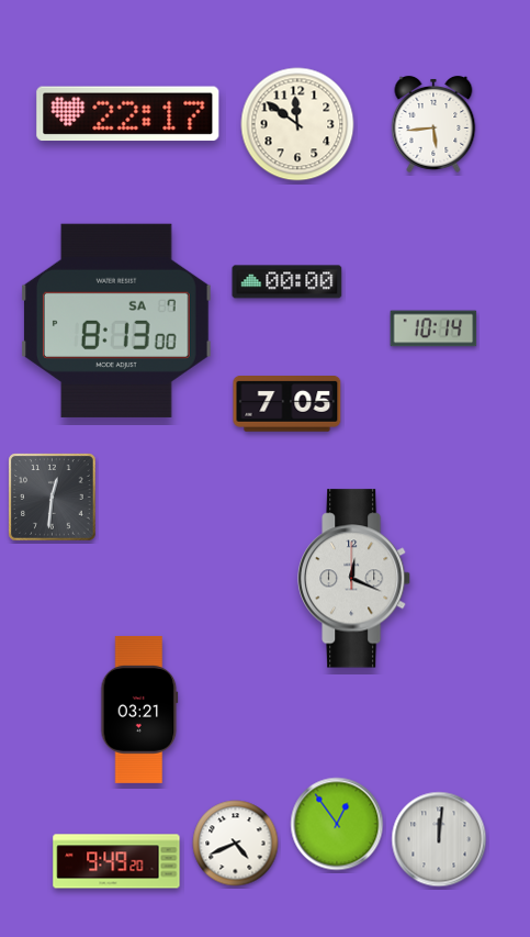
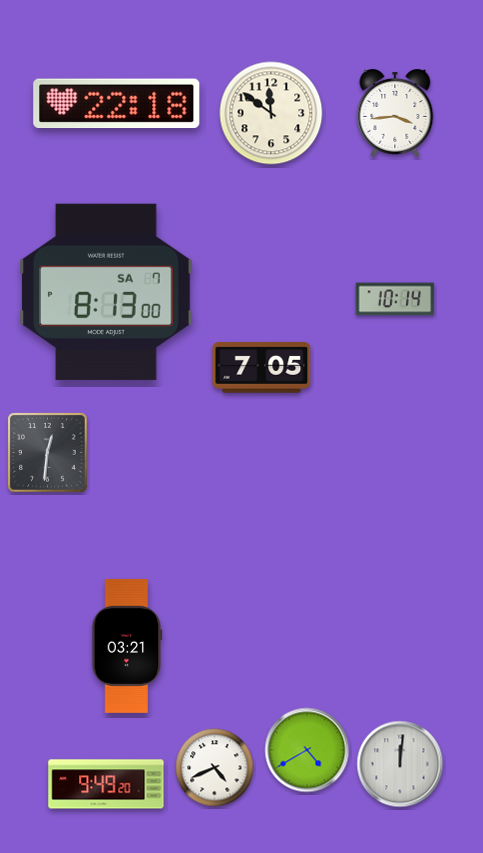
clock at (128, 114): 22:17 -> 22:18
clock at (433, 124): 5:44 -> 3:44
clock at (287, 282): 00:00 -> none
clock at (356, 579): 12:19 -> none
clock at (337, 824): 12:54 -> 4:40
